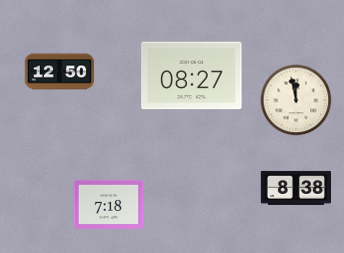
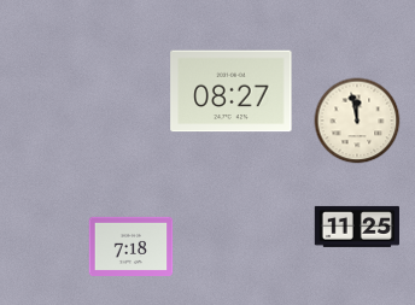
clock at (60, 72): 12:50 -> none
clock at (295, 188): 8:38 -> 11:25
